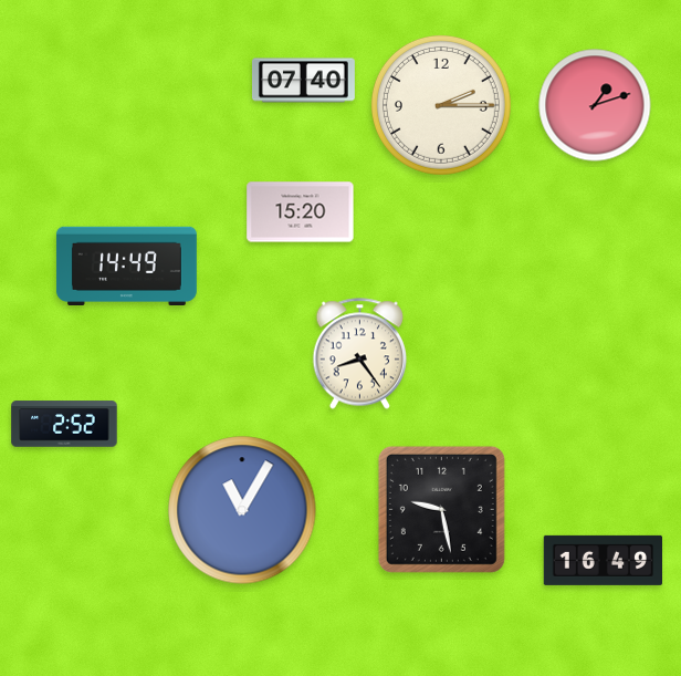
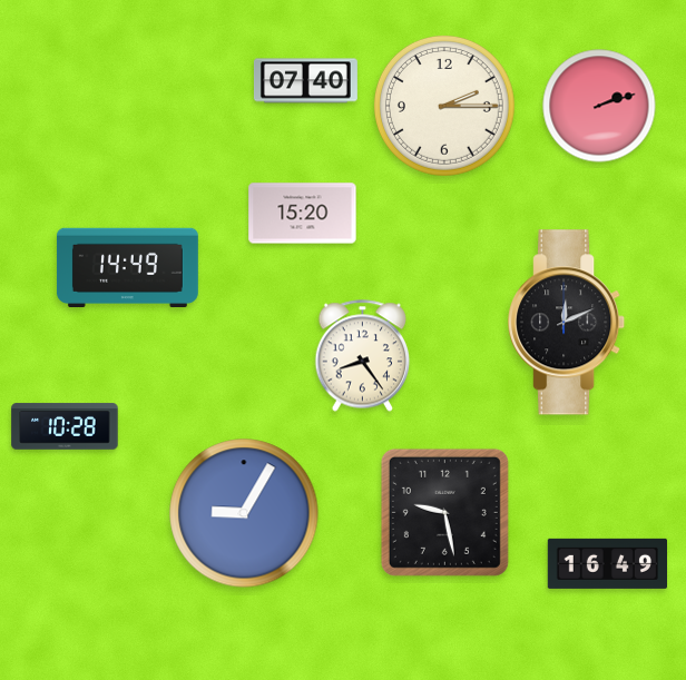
clock at (595, 105): 1:12 -> 2:12
clock at (568, 323): none -> 12:11
clock at (64, 424): 2:52 -> 10:28
clock at (242, 510): 11:05 -> 9:05
